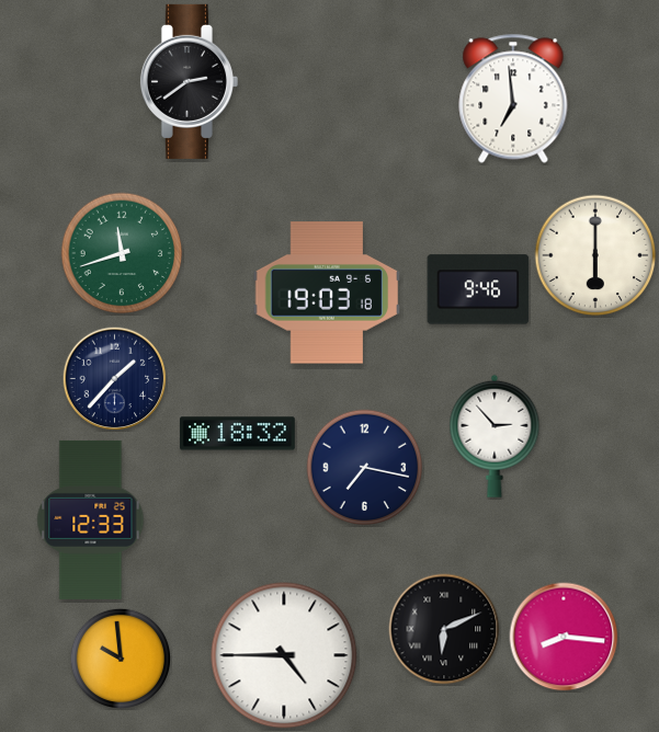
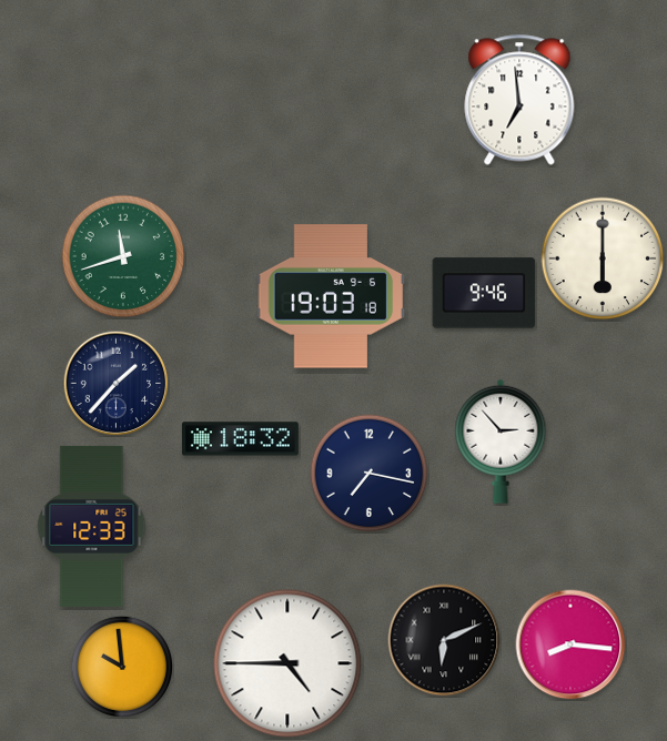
clock at (189, 81): 2:39 -> none
clock at (444, 629) position: (444, 629) -> (444, 640)
